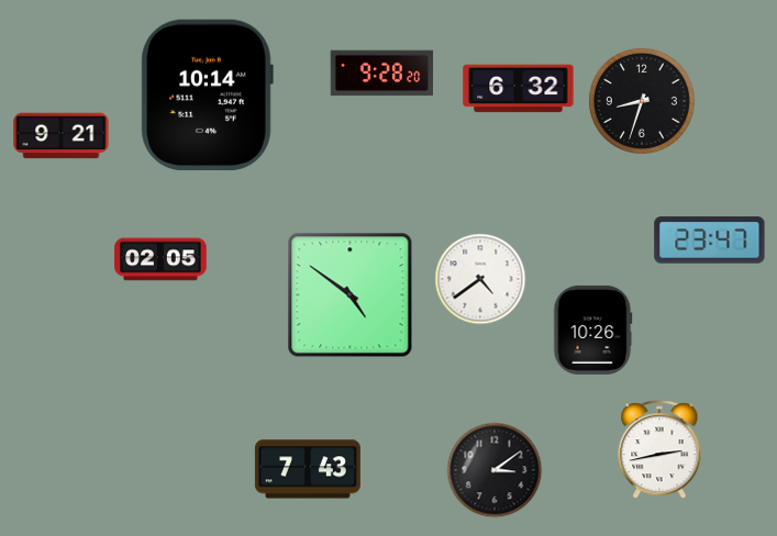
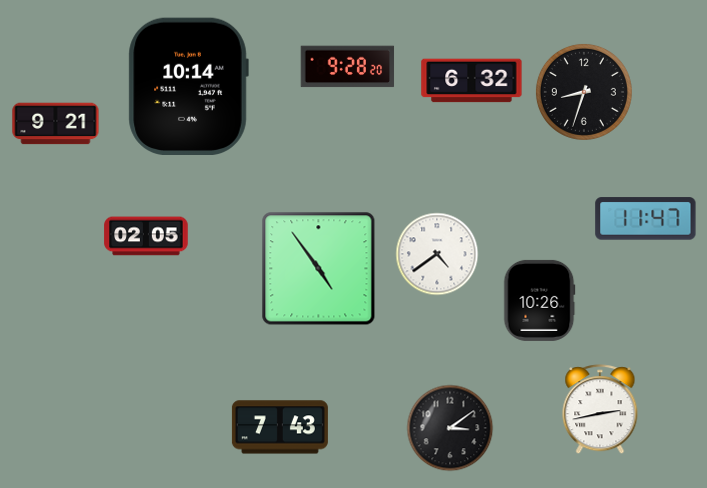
clock at (710, 241): 23:47 -> 11:47
clock at (351, 295): 4:51 -> 4:54
